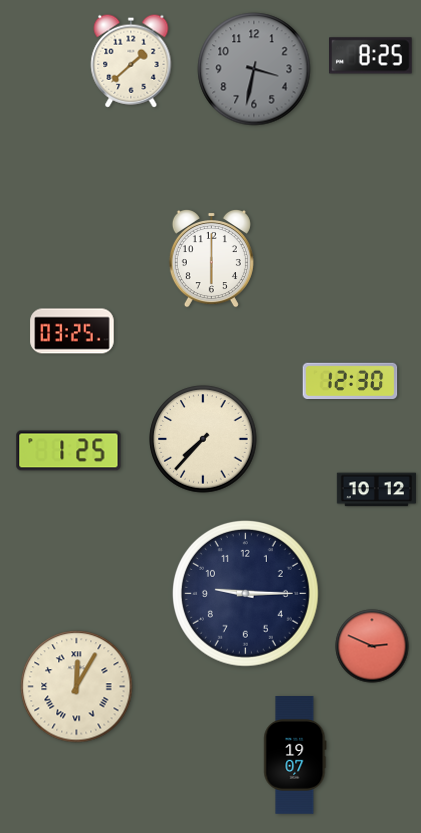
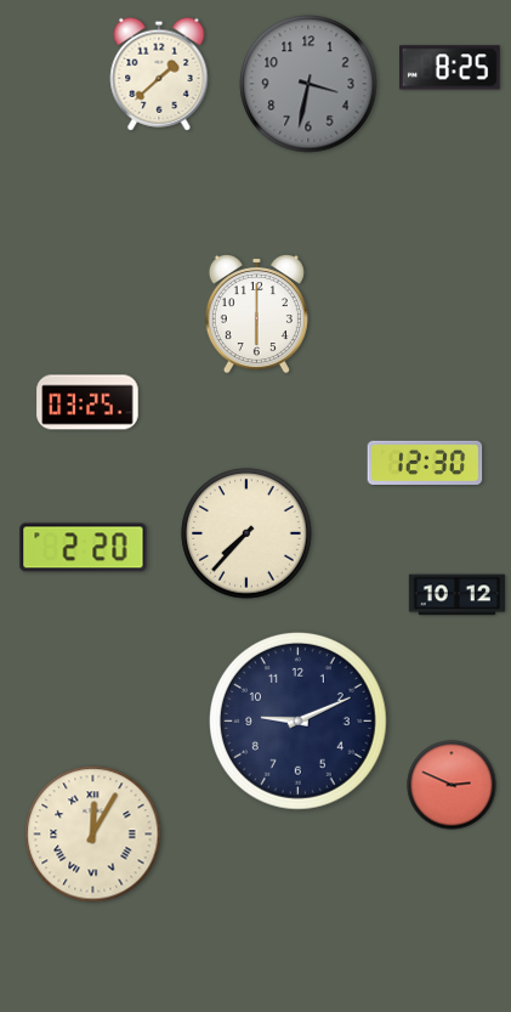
clock at (69, 451): 1:25 -> 2:20
clock at (246, 594): 9:15 -> 9:11
clock at (295, 756): 19:07 -> none
